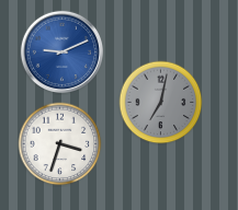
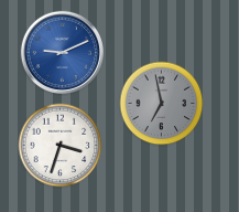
clock at (161, 103): 7:02 -> 6:58
